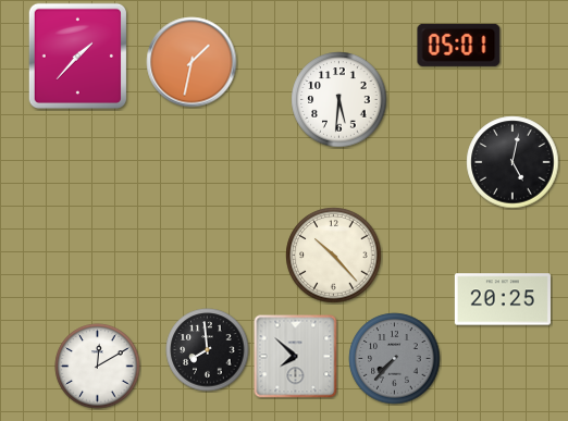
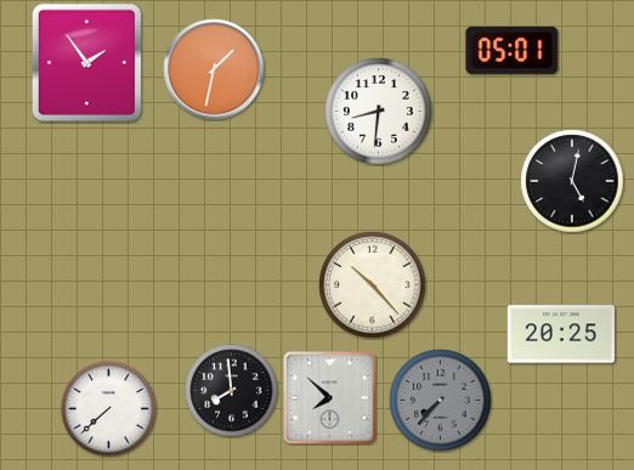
clock at (77, 55): 1:37 -> 1:54
clock at (339, 100): 5:31 -> 8:31
clock at (98, 367): 12:10 -> 7:38
